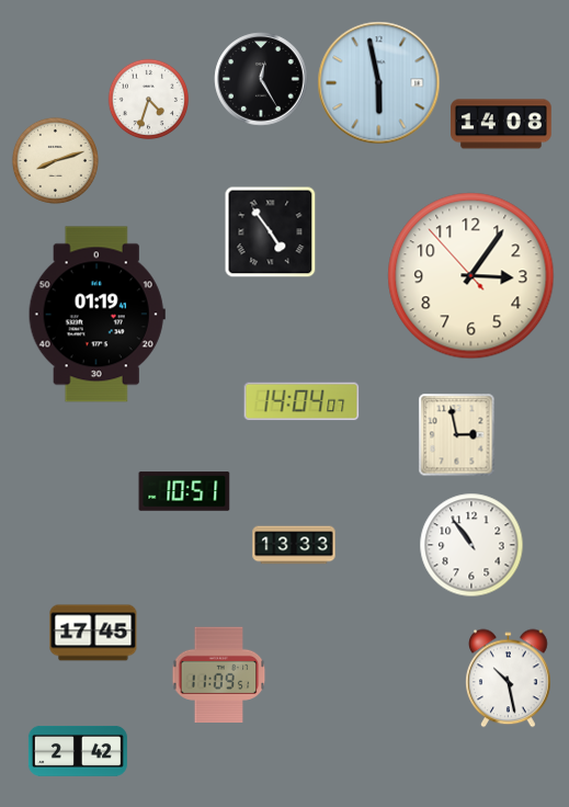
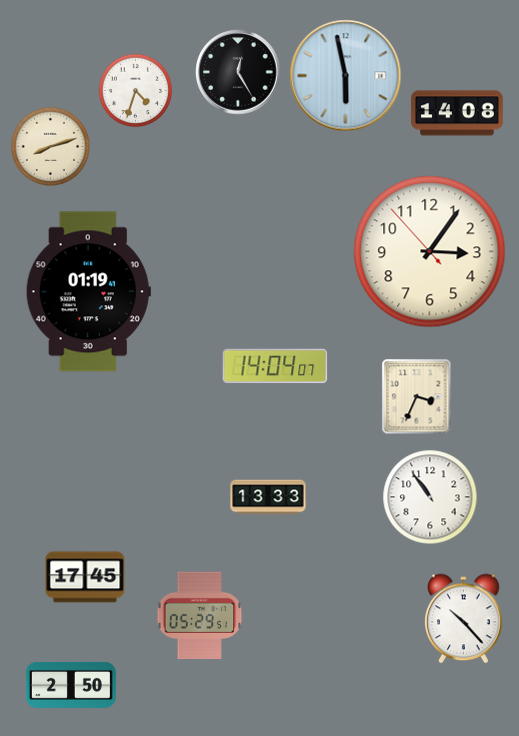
clock at (271, 232): 4:54 -> none
clock at (96, 315) position: (96, 315) -> (88, 292)
clock at (457, 435): 2:58 -> 3:34
clock at (184, 491): 10:51 -> none
clock at (219, 674): 11:09 -> 05:29
clock at (509, 679): 10:28 -> 10:23
clock at (78, 751): 2:42 -> 2:50
